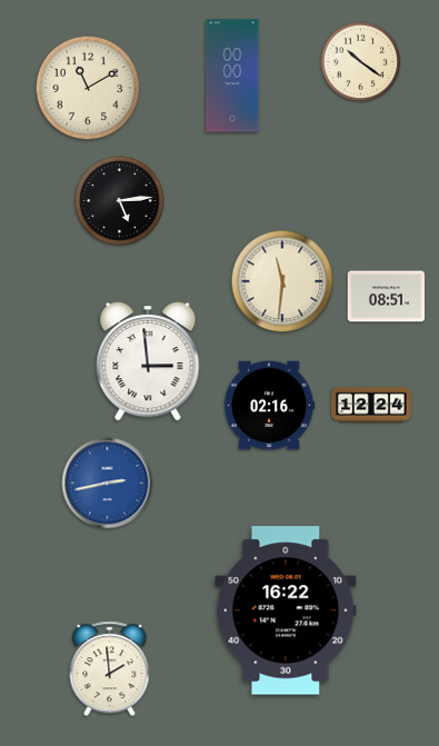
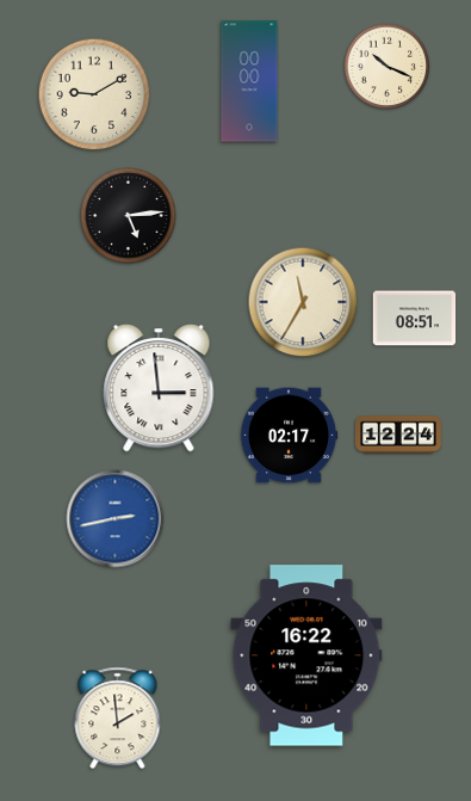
clock at (361, 62): 10:21 -> 10:19
clock at (88, 88): 11:10 -> 9:10
clock at (282, 281): 11:31 -> 11:35
clock at (269, 406): 02:16 -> 02:17
